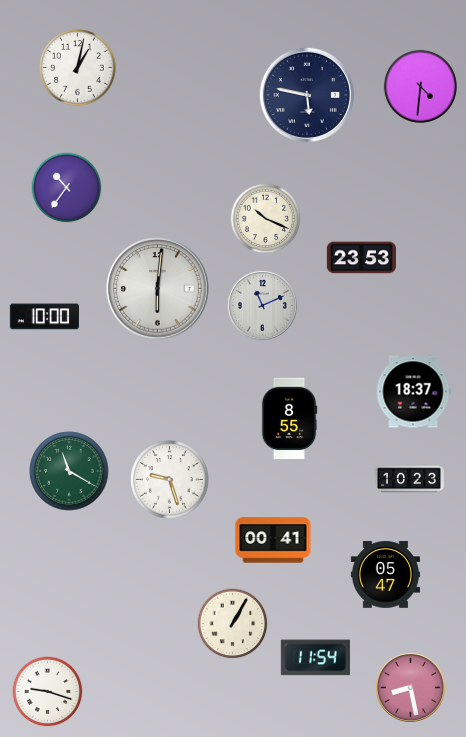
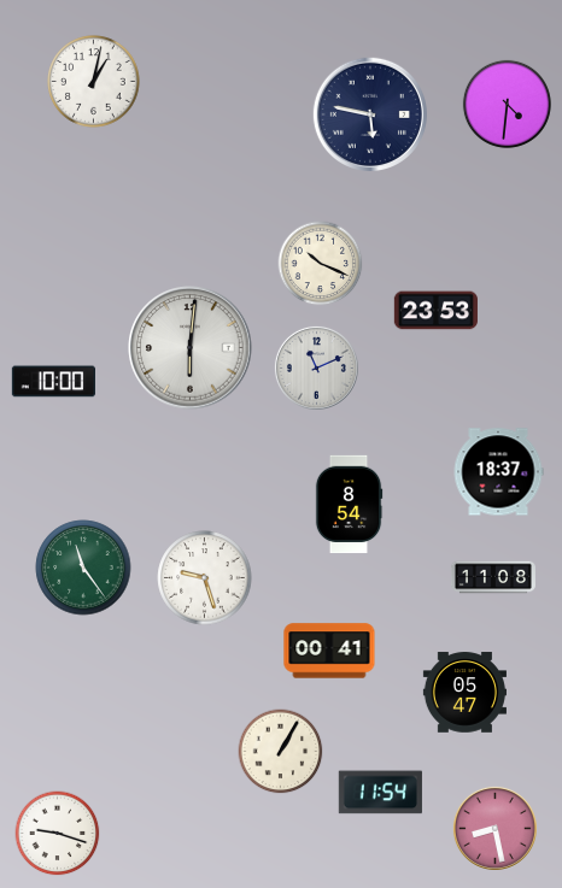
clock at (67, 188): 10:36 -> none
clock at (289, 419): 8:55 -> 8:54
clock at (69, 471): 11:20 -> 11:24
clock at (409, 479): 10:23 -> 11:08
